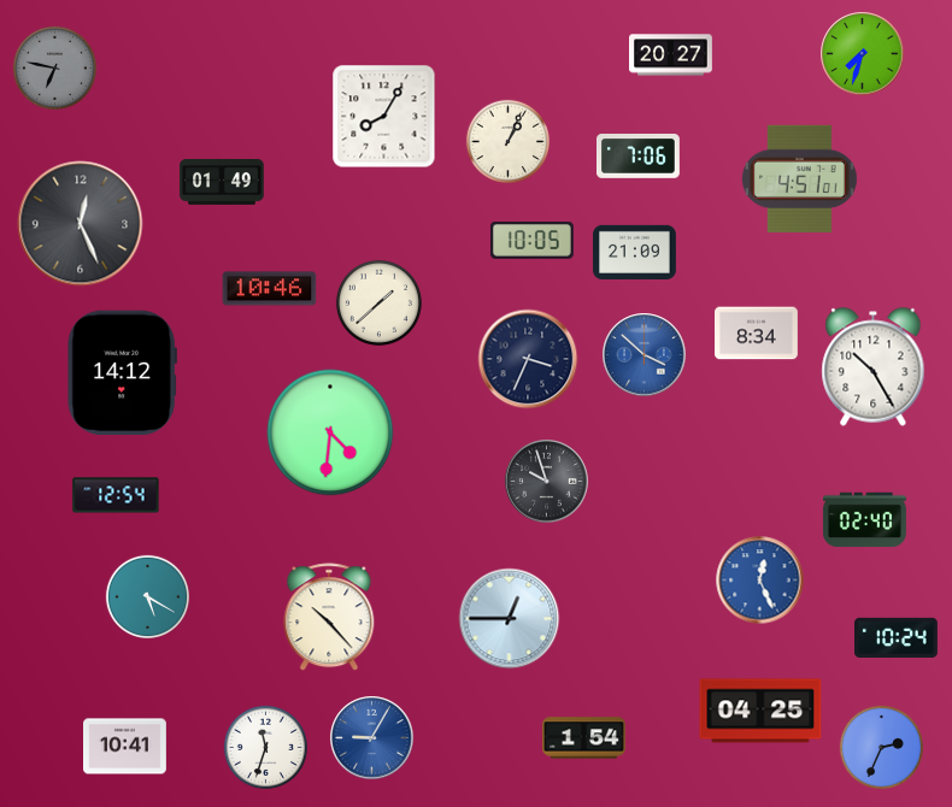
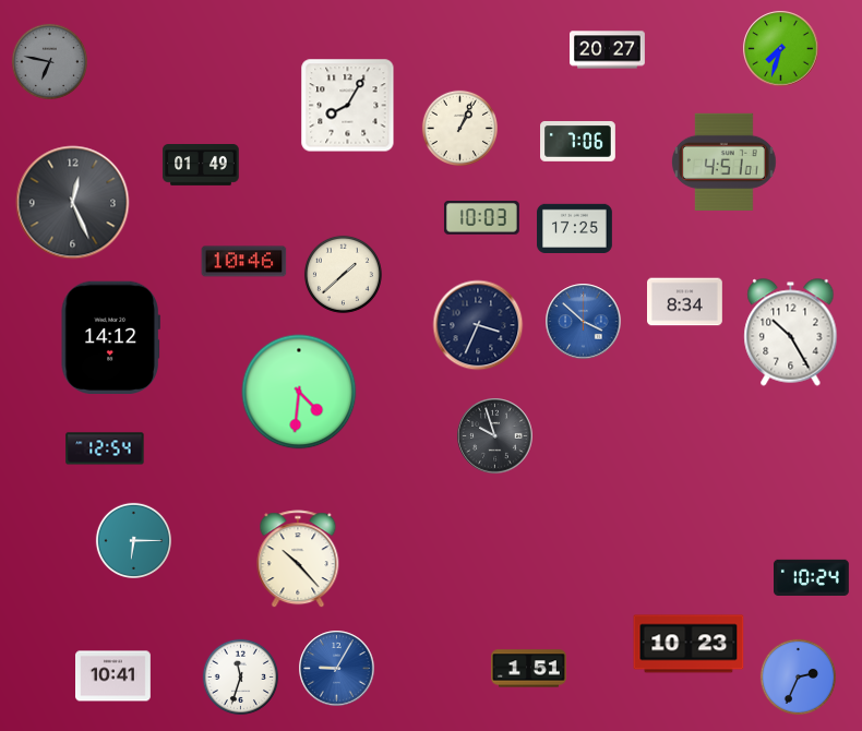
clock at (531, 241): 10:05 -> 10:03
clock at (635, 252): 21:09 -> 17:25
clock at (864, 520): 02:40 -> none
clock at (760, 581): 12:26 -> none
clock at (147, 596): 5:20 -> 6:15
clock at (510, 619): 12:45 -> none
clock at (760, 711): 04:25 -> 10:23
clock at (584, 738): 1:54 -> 1:51
